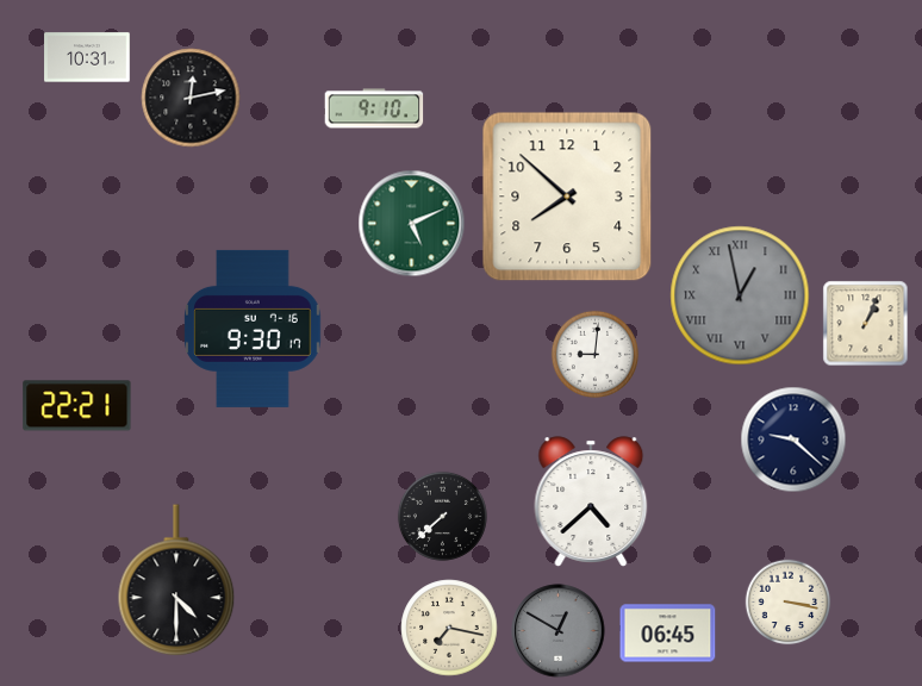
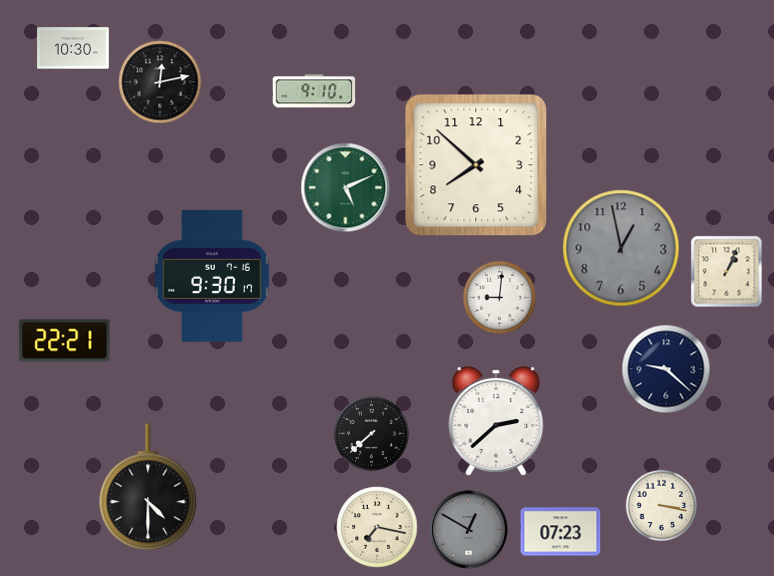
clock at (87, 57): 10:31 -> 10:30
clock at (740, 295) numerals: Roman -> Arabic
clock at (591, 501): 4:38 -> 2:38
clock at (668, 634): 06:45 -> 07:23
